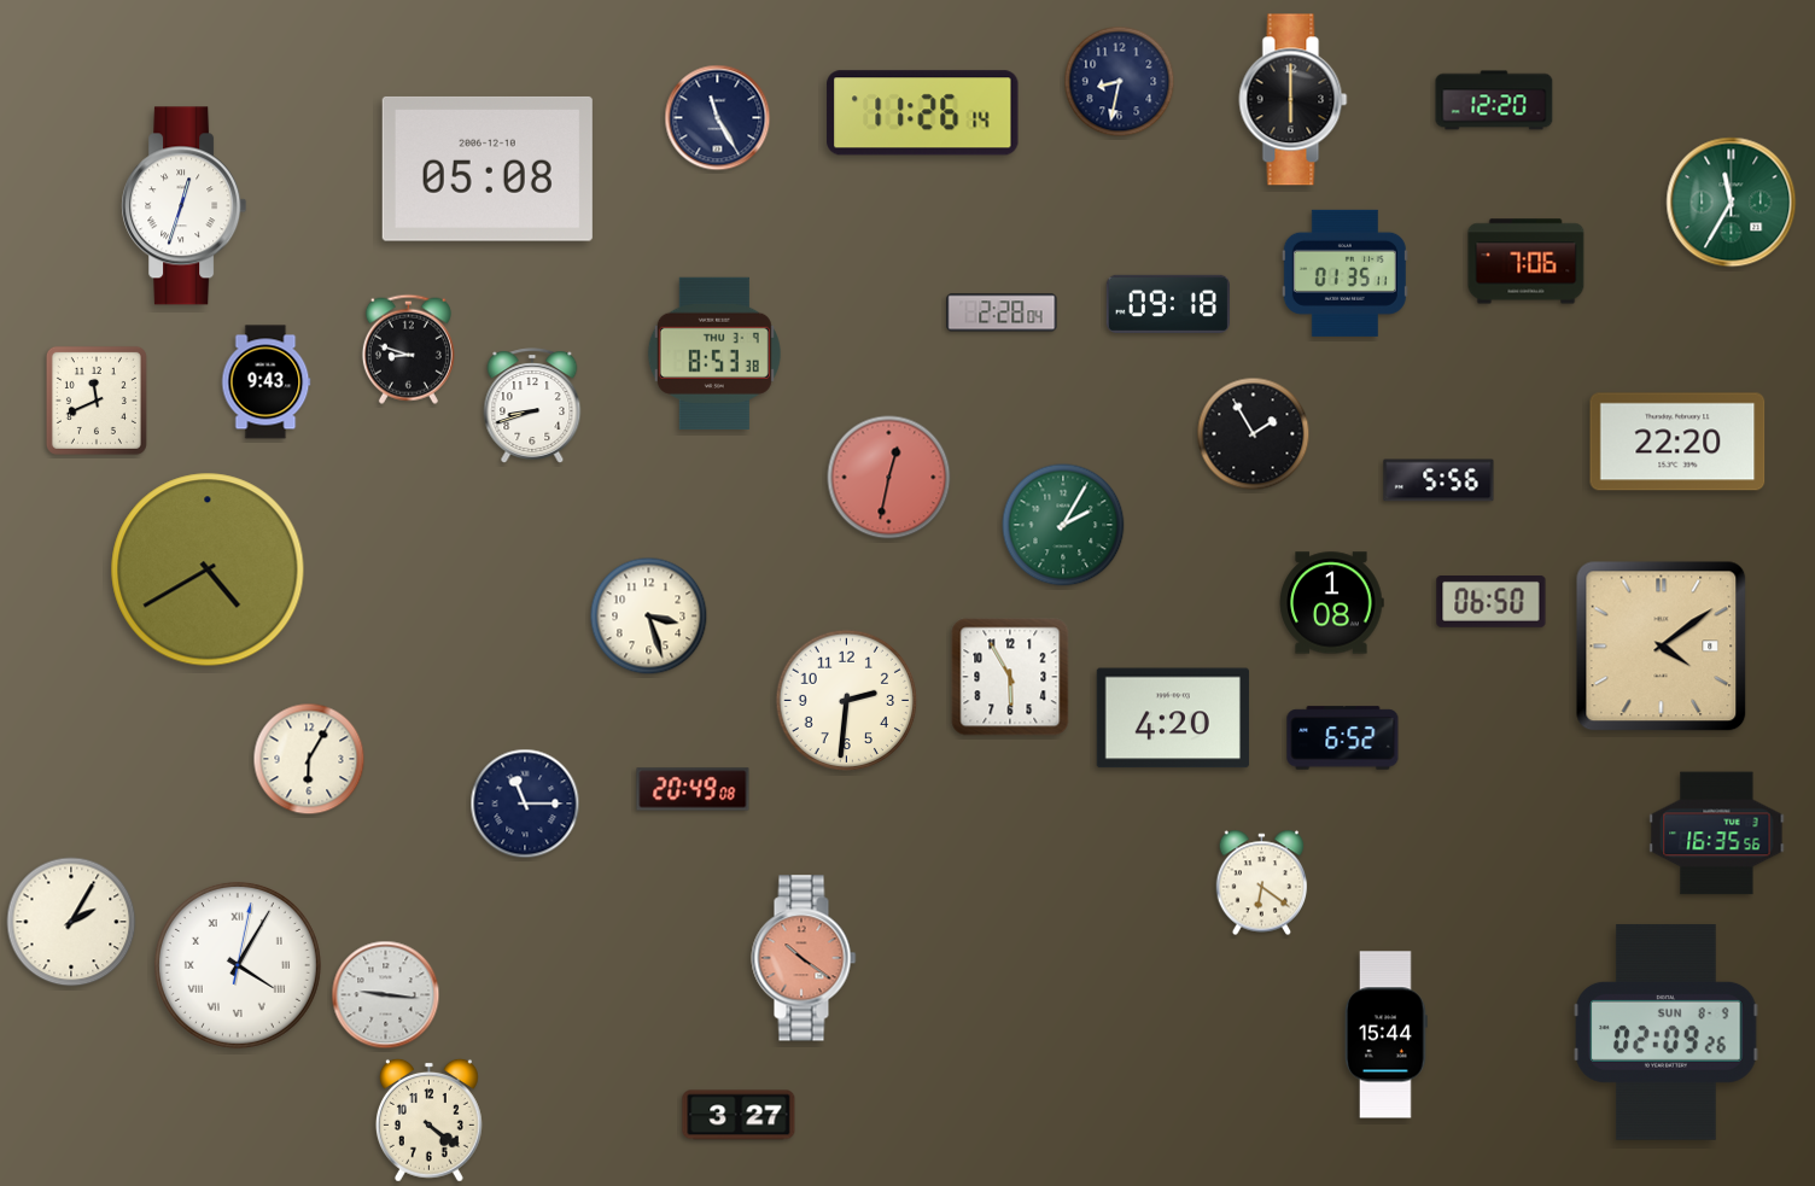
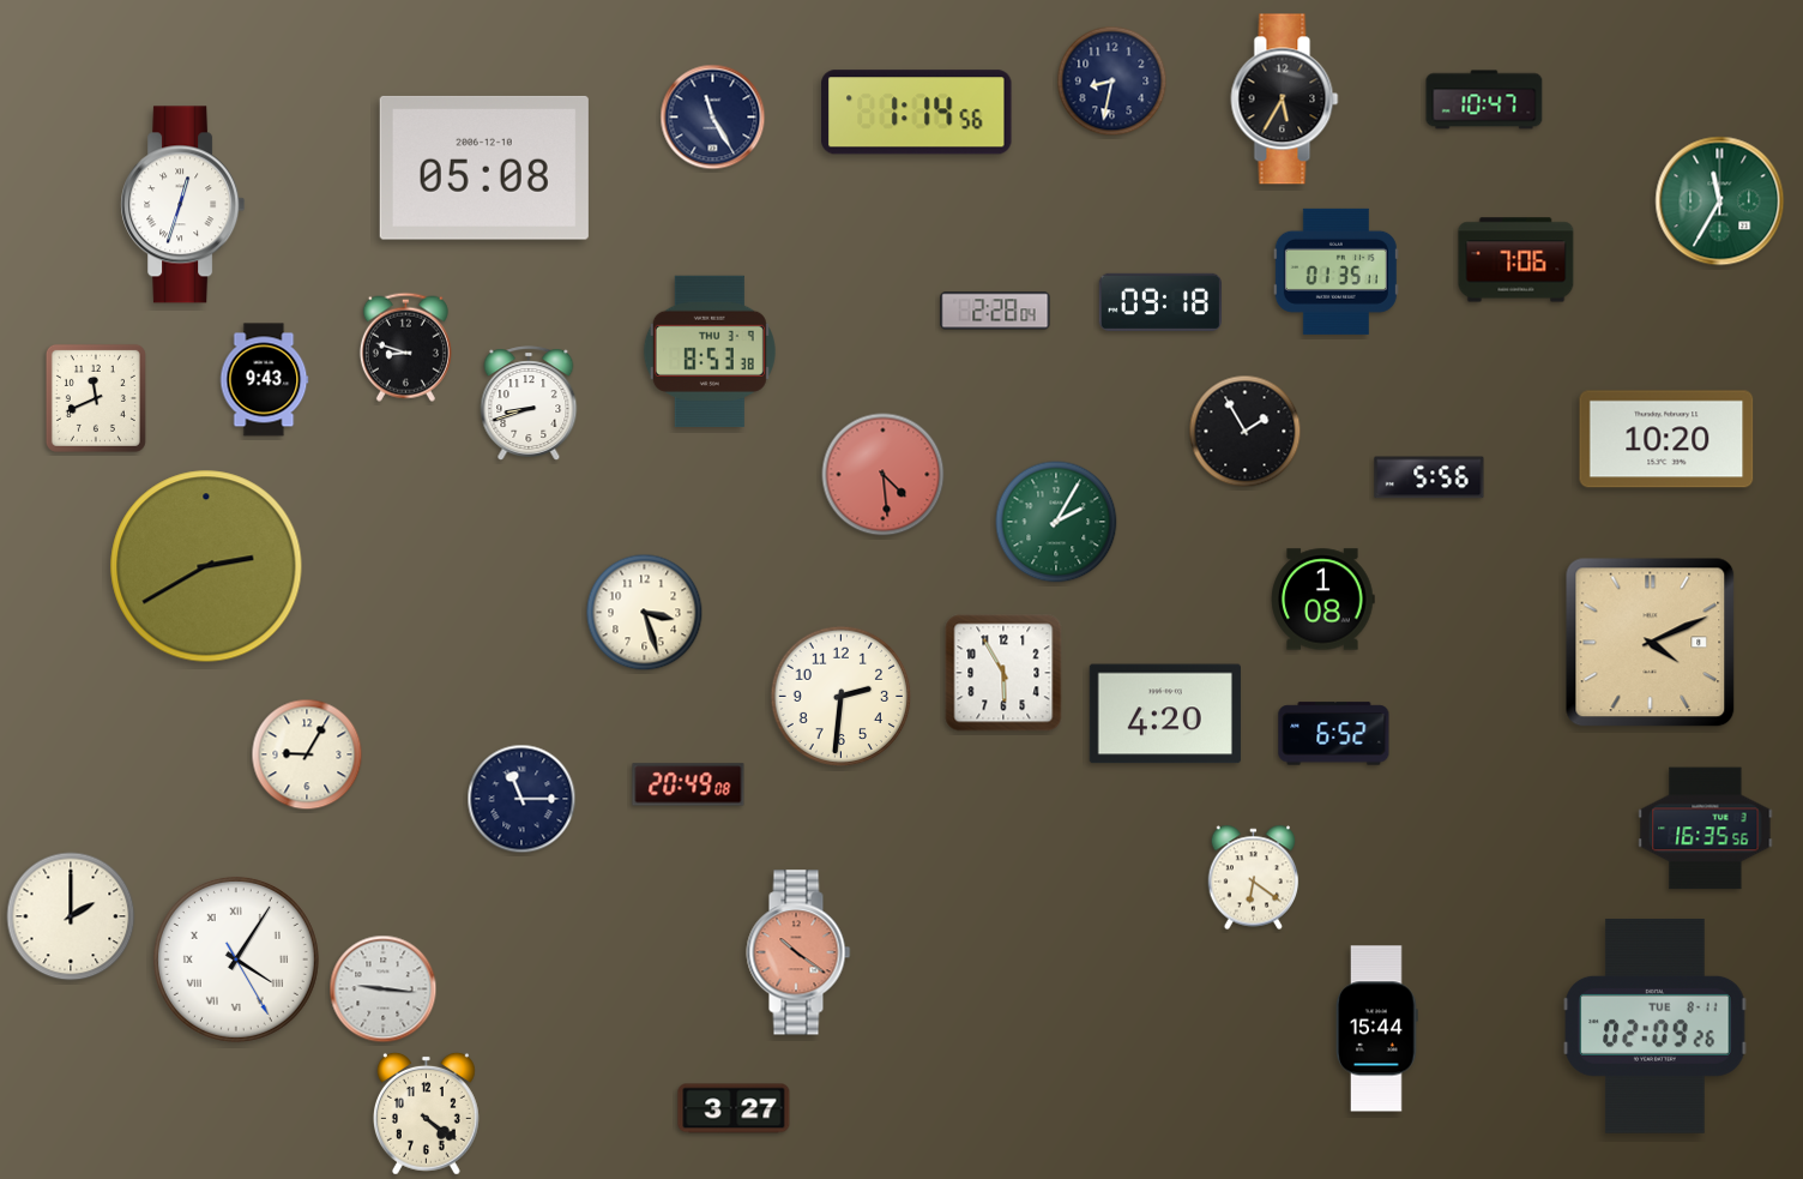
clock at (1294, 100): 6:00 -> 5:35
clock at (1494, 100): 12:20 -> 10:47
clock at (923, 113): 11:26 -> 1:14
clock at (1677, 442): 22:20 -> 10:20
clock at (889, 478): 12:32 -> 4:29
clock at (208, 569): 4:40 -> 2:40
clock at (1492, 602): 06:50 -> none
clock at (1662, 647): 4:09 -> 4:11
clock at (309, 759): 6:05 -> 9:05
clock at (71, 922): 2:05 -> 2:00
clock at (238, 965): 4:05:02 -> 4:05:25
clock at (1667, 1032) date: SUN 8-9 -> TUE 8-11
